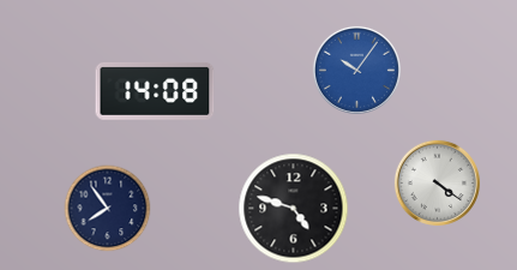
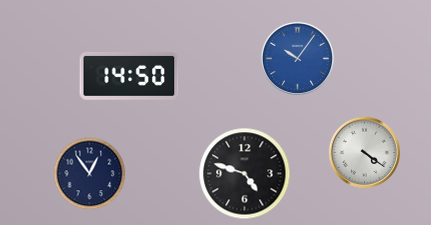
clock at (155, 91): 14:08 -> 14:50
clock at (108, 209): 7:54 -> 12:54
